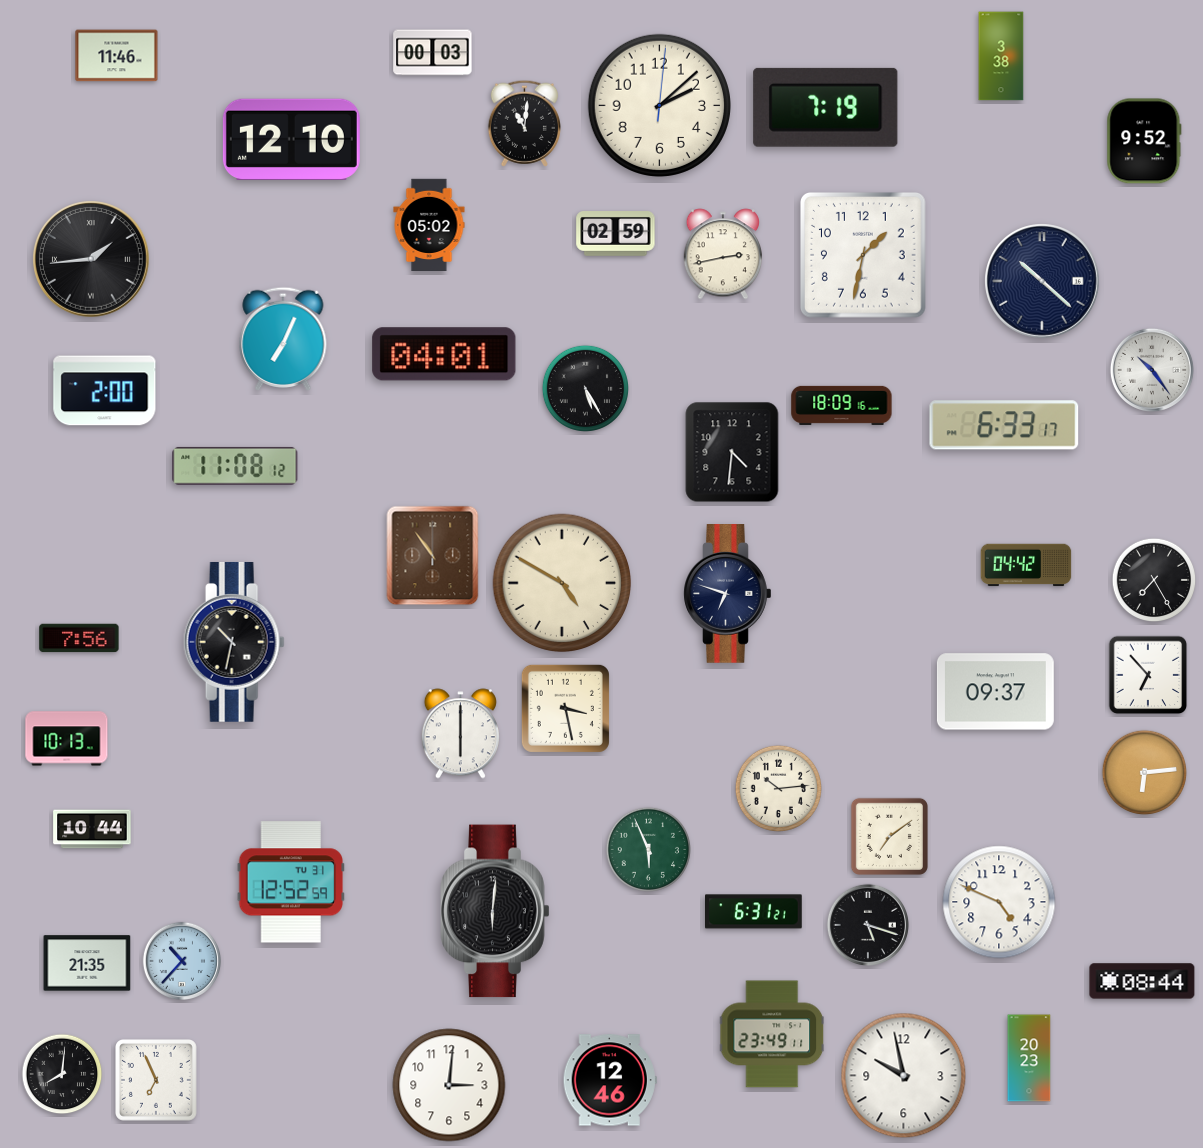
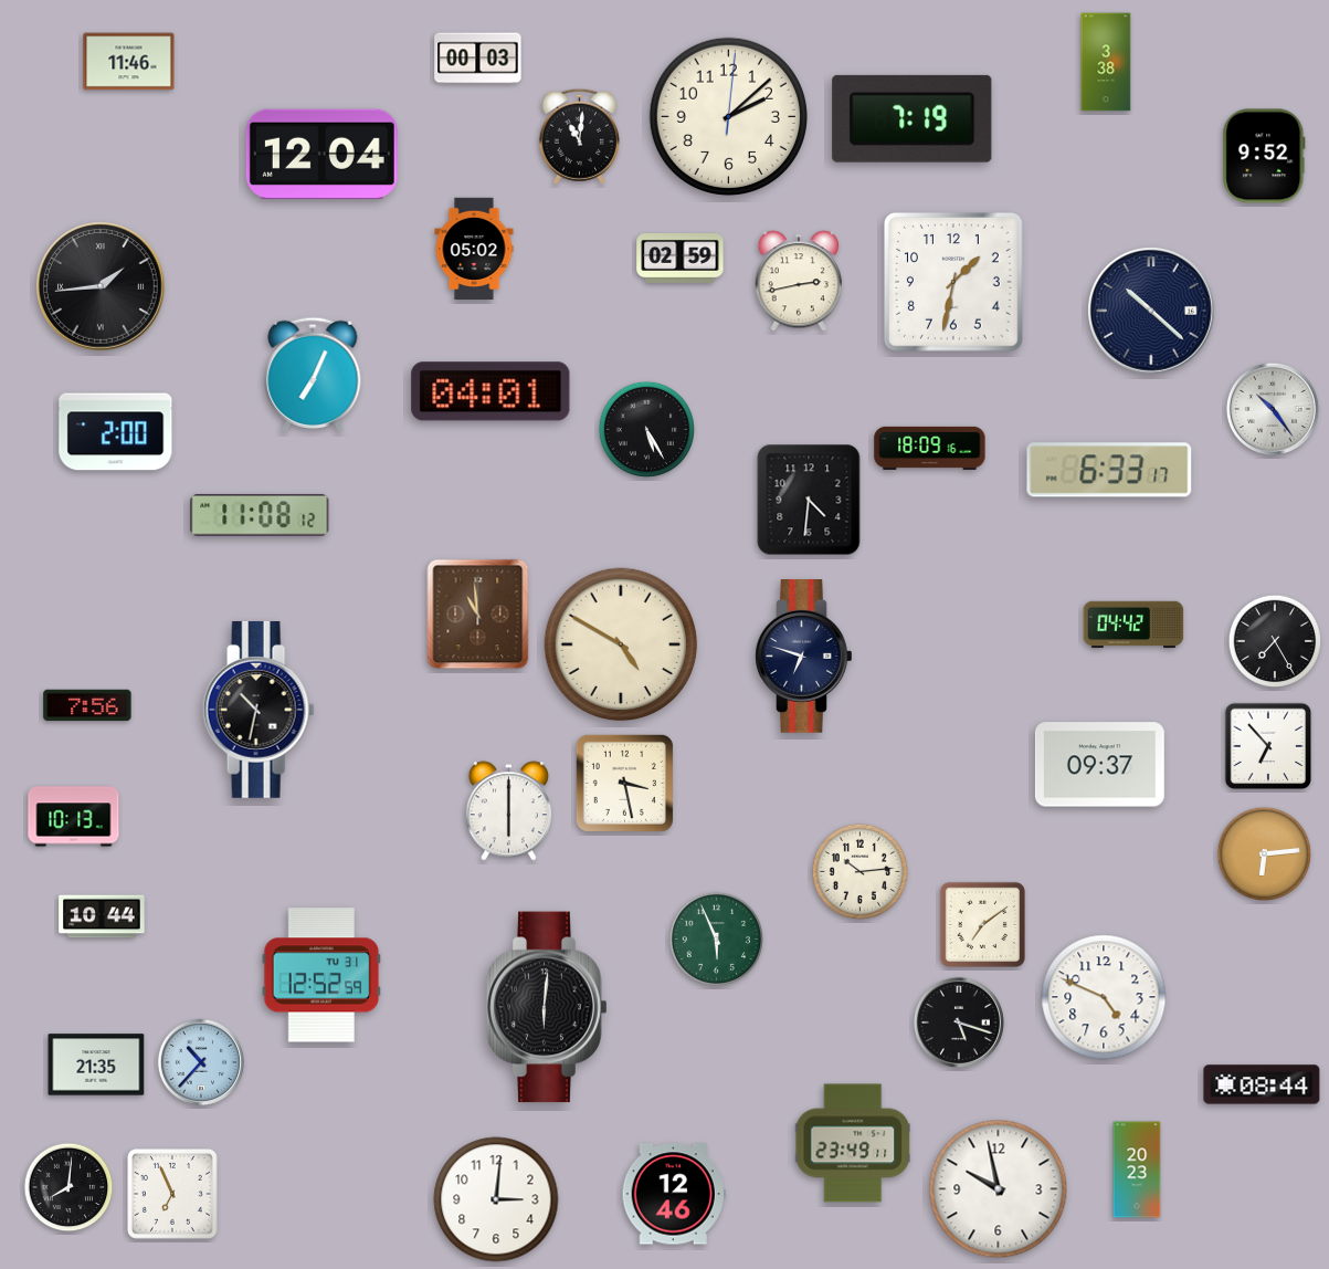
clock at (291, 139): 12:10 -> 12:04
clock at (433, 556): 10:54 -> 10:59
clock at (754, 912): 6:31 -> none
